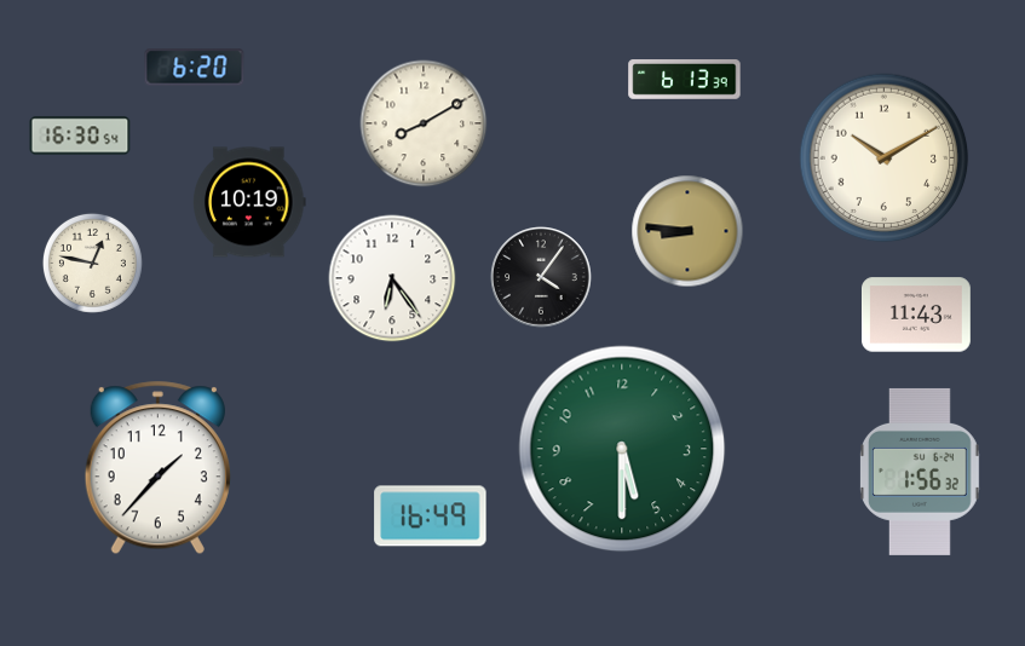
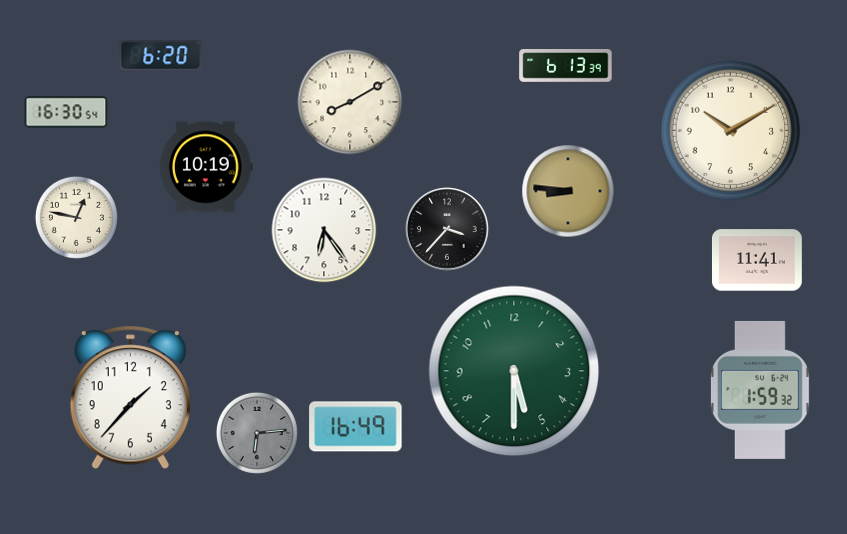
clock at (541, 277): 4:06 -> 3:37
clock at (916, 315): 11:43 -> 11:41
clock at (157, 468) position: (157, 468) -> (130, 398)
clock at (920, 472): 1:56 -> 1:59
clock at (257, 433): none -> 6:14
